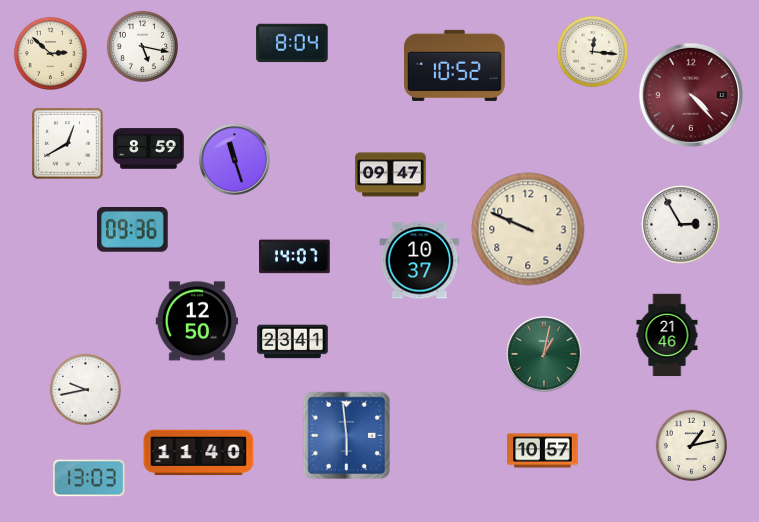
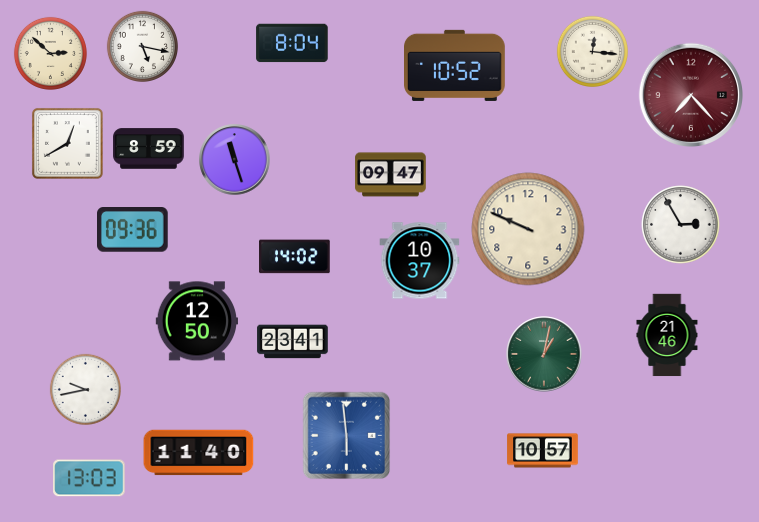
clock at (690, 94): 4:23 -> 7:23
clock at (295, 257): 14:07 -> 14:02
clock at (691, 445): 1:13 -> none
